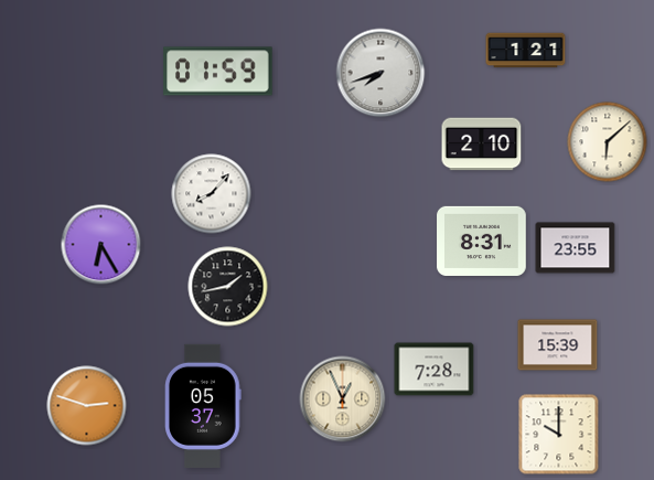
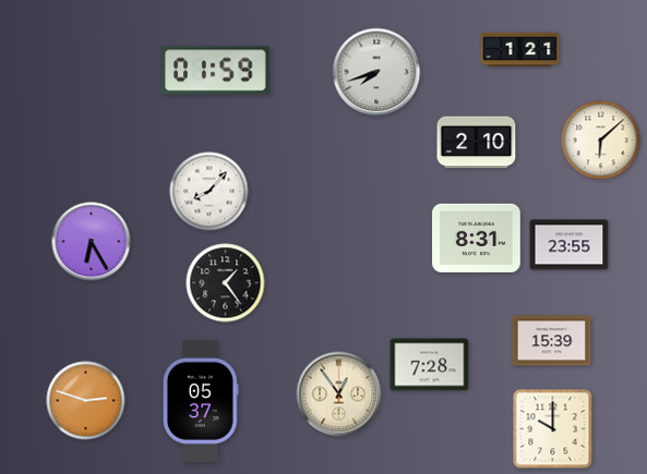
clock at (101, 245) position: (101, 245) -> (92, 242)
clock at (228, 287): 1:43 -> 1:24
clock at (343, 399): 12:56 -> 12:54
